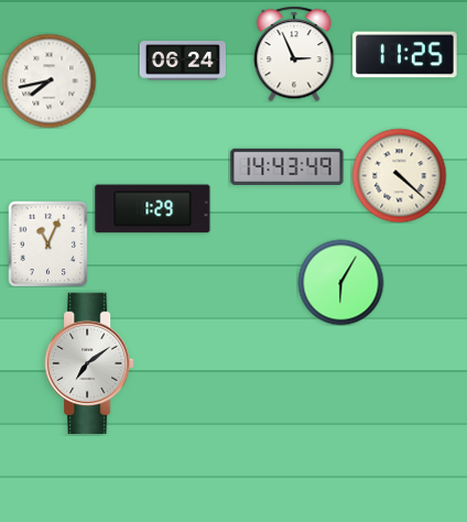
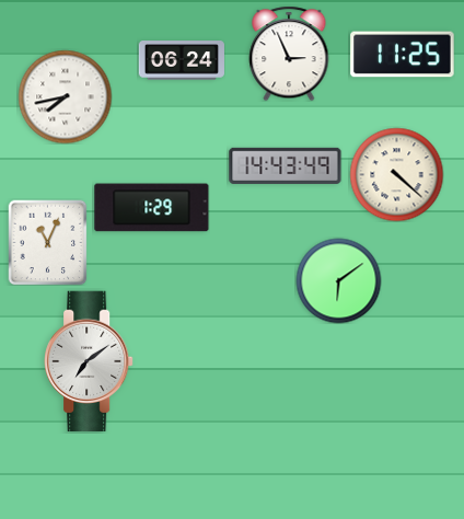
clock at (294, 54) position: (294, 54) -> (289, 54)
clock at (48, 80) position: (48, 80) -> (65, 96)
clock at (340, 282): 6:05 -> 6:09
